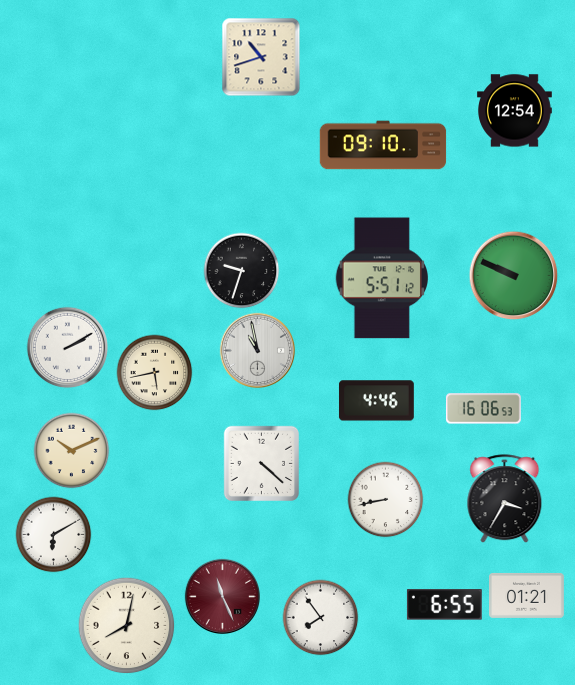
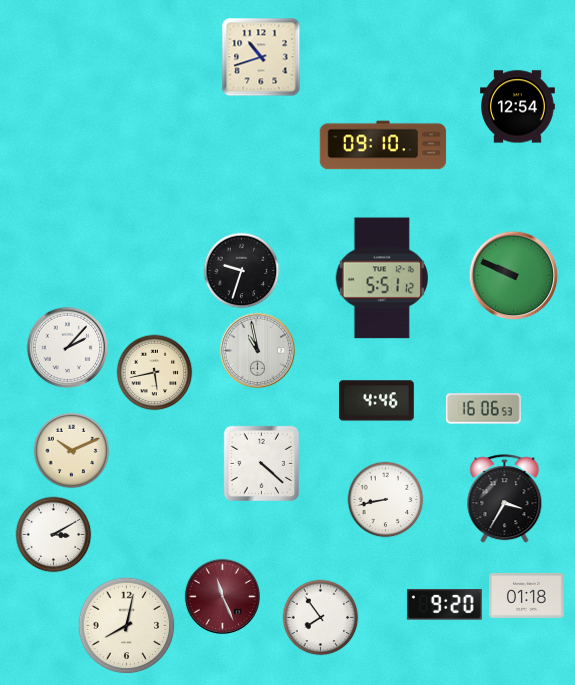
clock at (515, 111) position: (515, 111) -> (518, 107)
clock at (68, 348): 2:10 -> 2:07
clock at (54, 535): 6:10 -> 3:10
clock at (527, 595): 01:21 -> 01:18
clock at (444, 605): 6:55 -> 9:20
